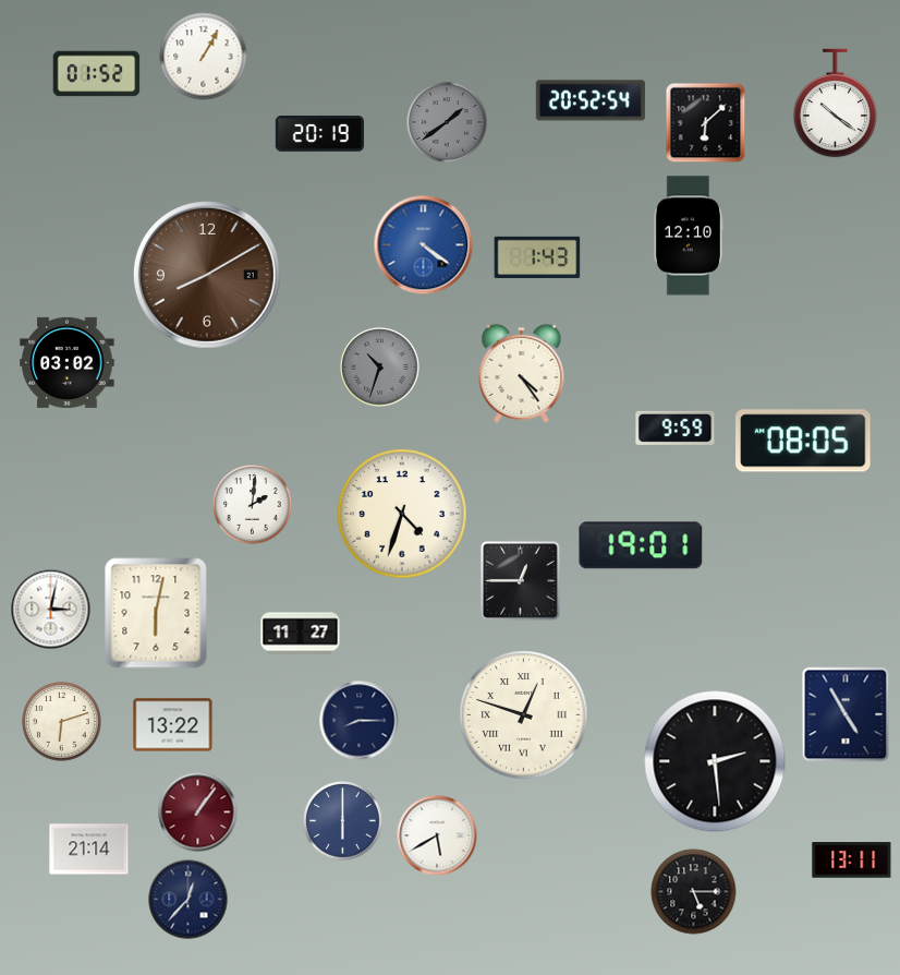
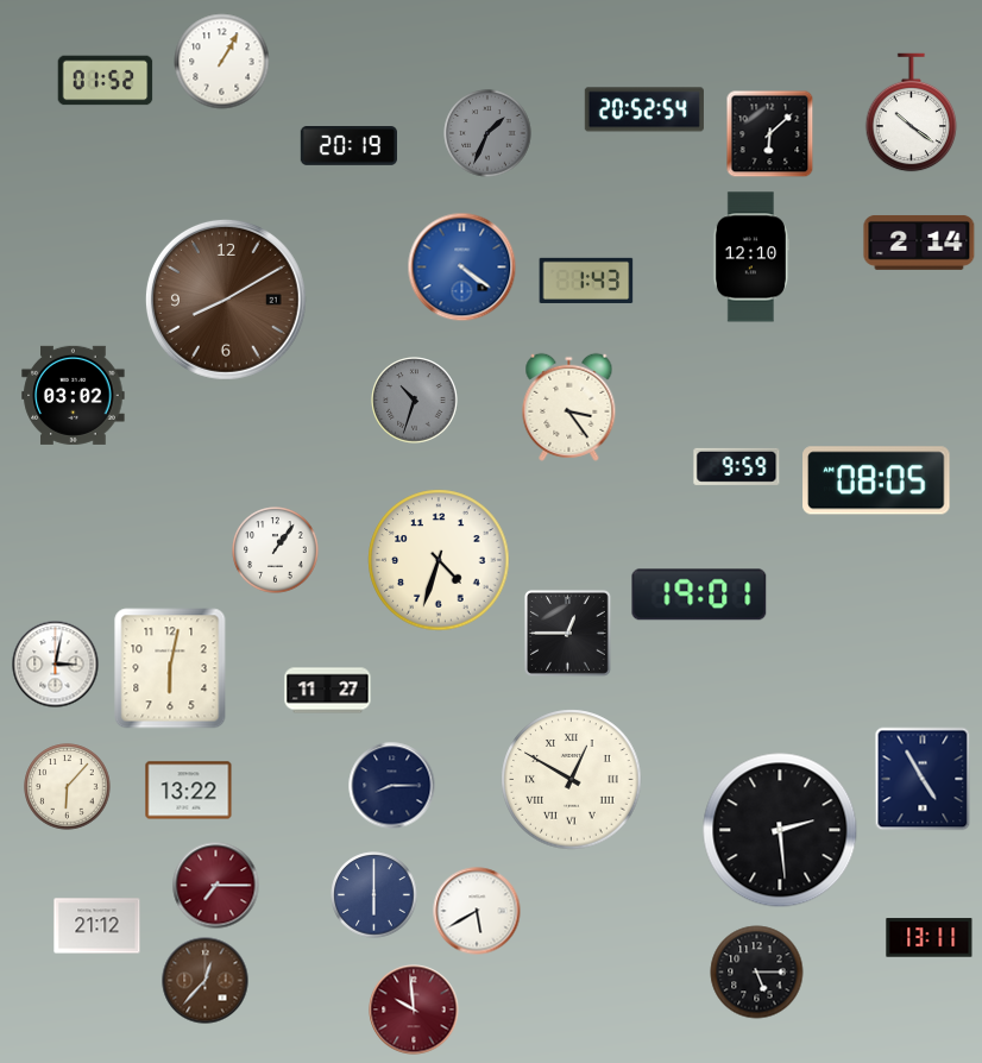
clock at (447, 122): 1:39 -> 1:34
clock at (919, 243): none -> 2:14
clock at (522, 373): 4:24 -> 3:24
clock at (253, 505): 2:01 -> 1:06
clock at (524, 715): 12:48 -> 12:50
clock at (62, 722): 6:12 -> 6:07
clock at (198, 812): 1:06 -> 7:15
clock at (89, 850): 21:14 -> 21:12
clock at (188, 900) dial: navy -> brown
clock at (414, 1009): none -> 9:59
